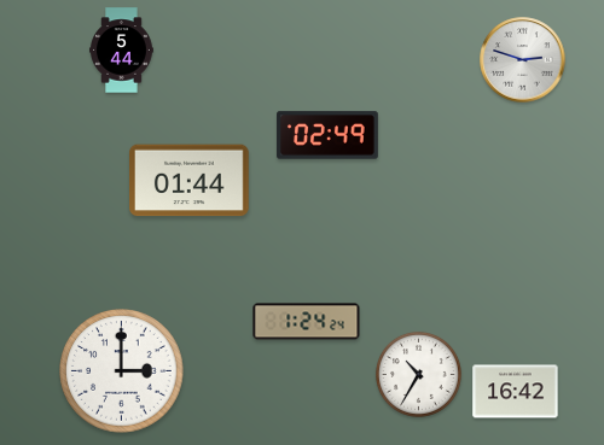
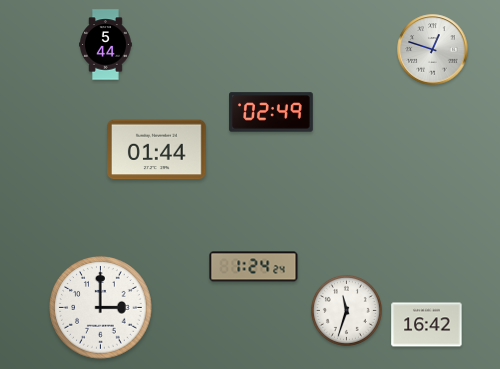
clock at (122, 51) position: (122, 51) -> (106, 45)
clock at (523, 60): 2:48 -> 12:48
clock at (418, 374): 10:35 -> 11:33
